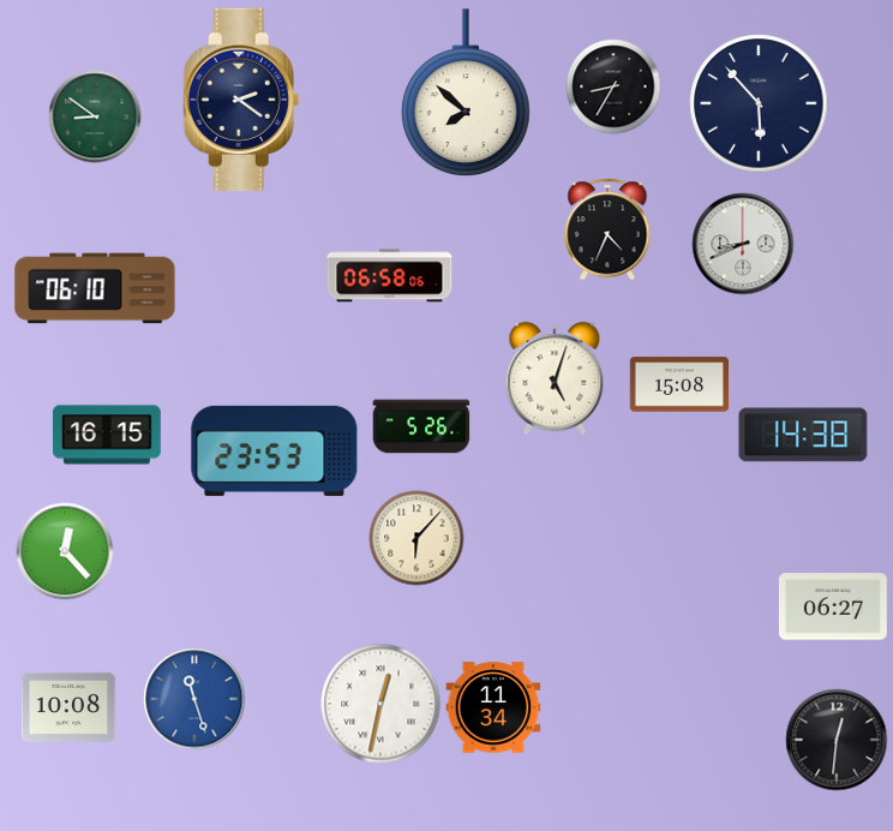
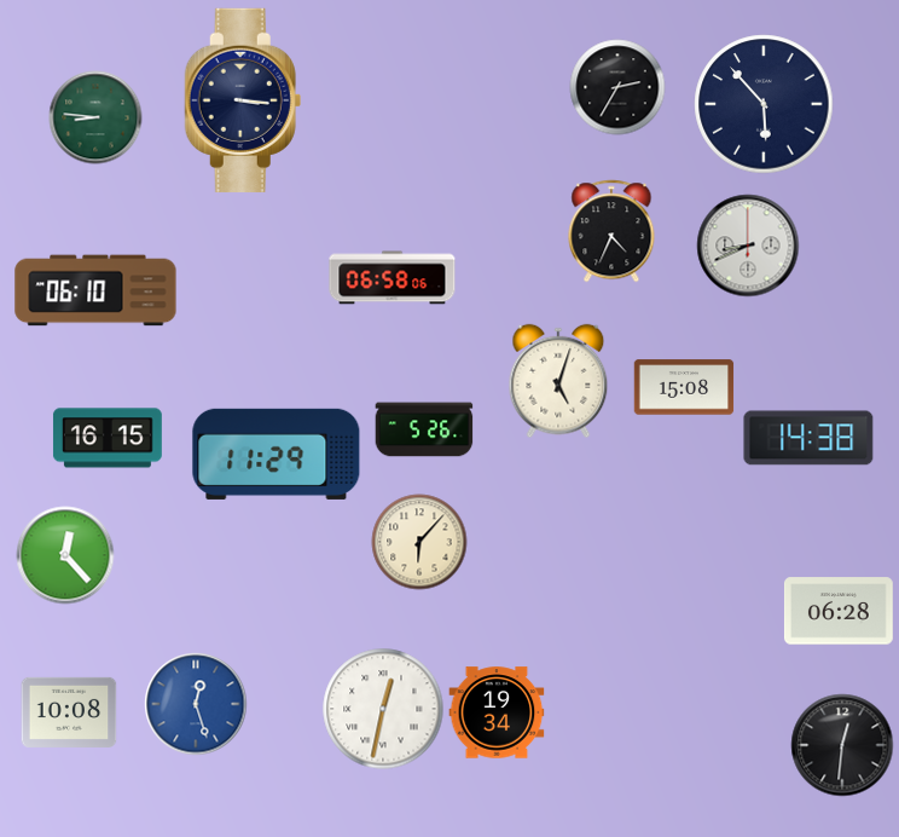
clock at (613, 86): 8:35 -> 2:35
clock at (467, 94): 7:52 -> none
clock at (241, 100): 2:21 -> 3:16
clock at (95, 116): 8:51 -> 8:46
clock at (275, 450): 23:53 -> 11:29
clock at (833, 606): 06:27 -> 06:28
clock at (194, 699): 11:27 -> 12:27
clock at (493, 707): 11:34 -> 19:34
